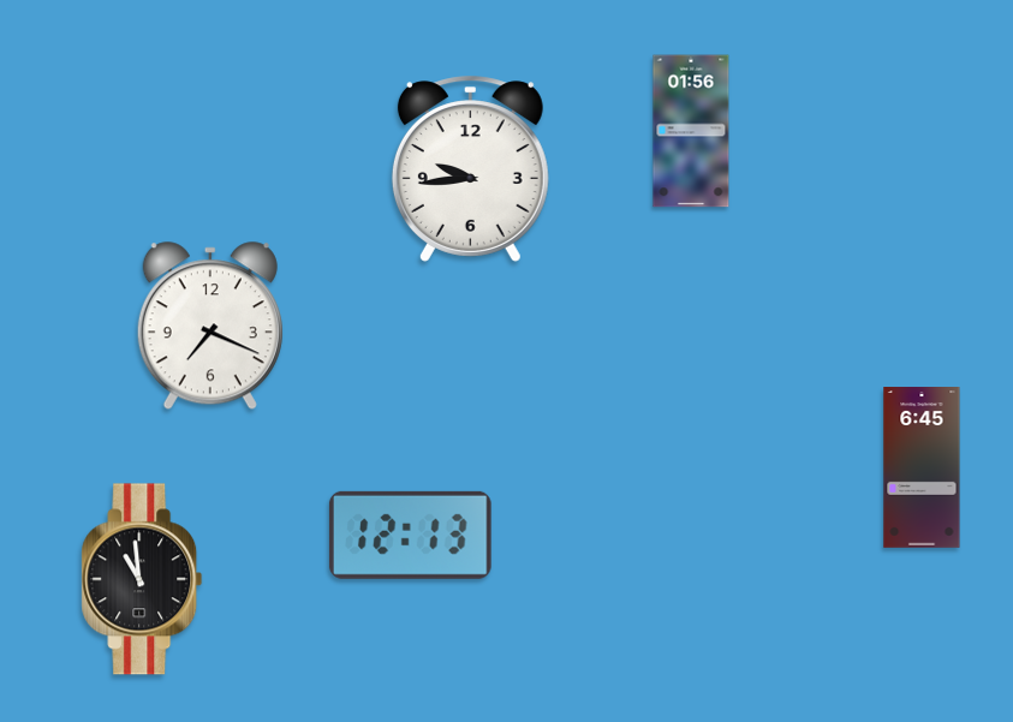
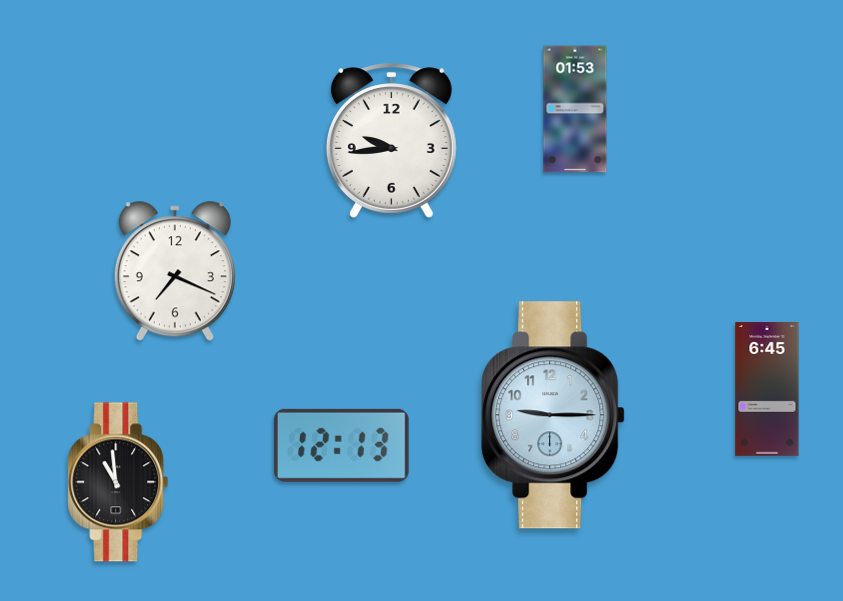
clock at (691, 131): 01:56 -> 01:53
clock at (553, 415): none -> 9:15
